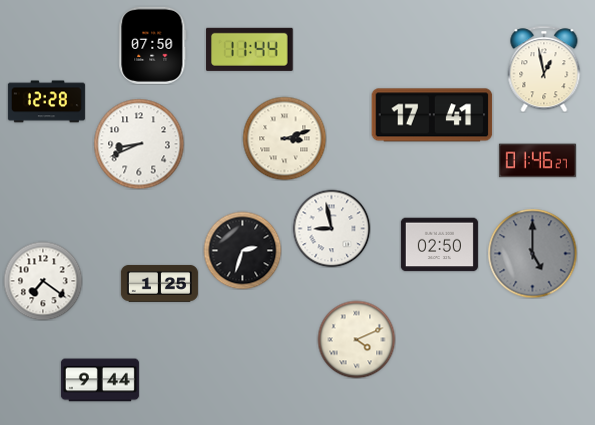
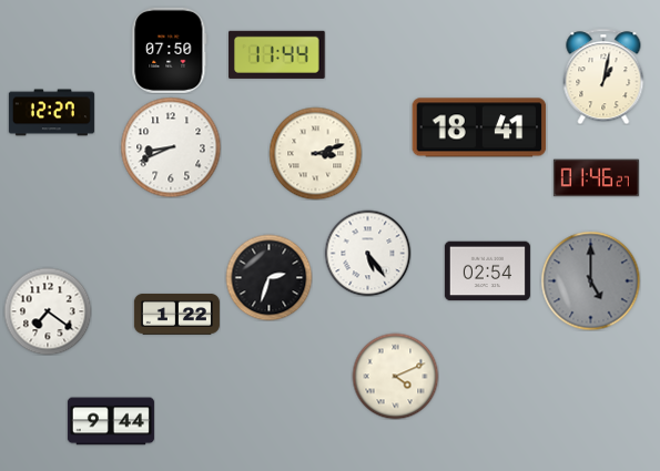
clock at (544, 69): 12:58 -> 1:02
clock at (46, 102): 12:28 -> 12:27
clock at (432, 115): 17:41 -> 18:41
clock at (139, 144) position: (139, 144) -> (171, 147)
clock at (331, 228): 8:58 -> 5:24
clock at (439, 245): 02:50 -> 02:54
clock at (159, 283): 1:25 -> 1:22
